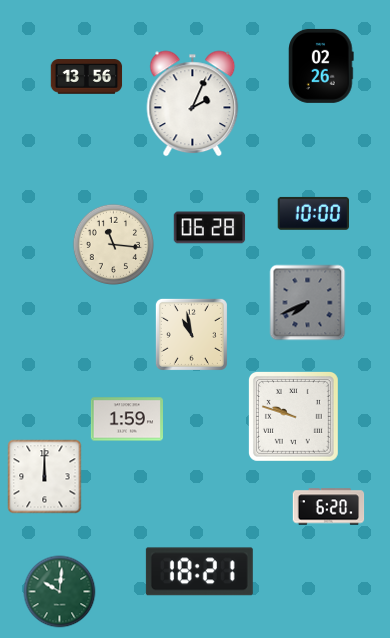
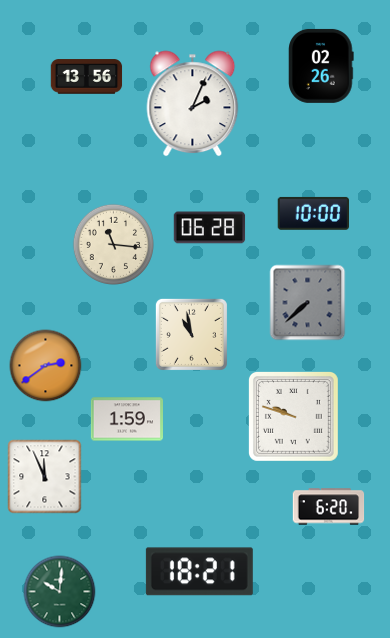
clock at (308, 303): 7:41 -> 7:38
clock at (46, 366): none -> 2:39
clock at (45, 477): 12:00 -> 11:56
